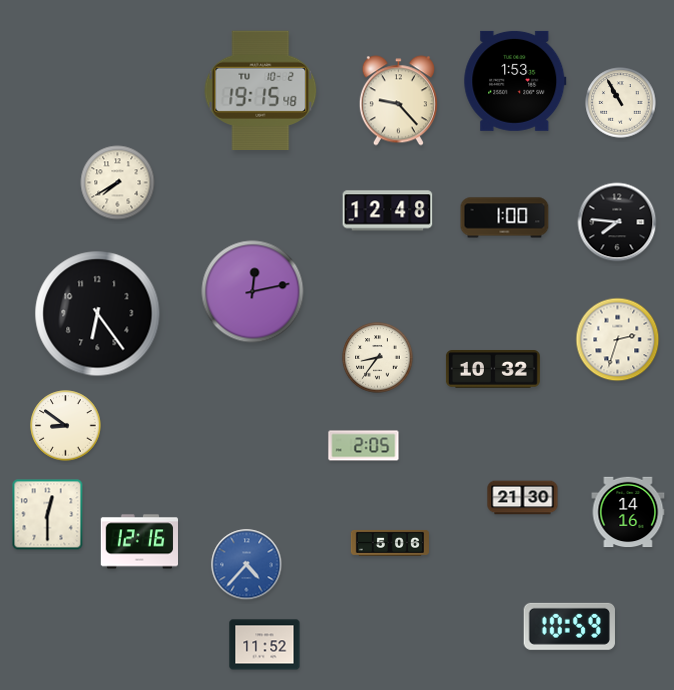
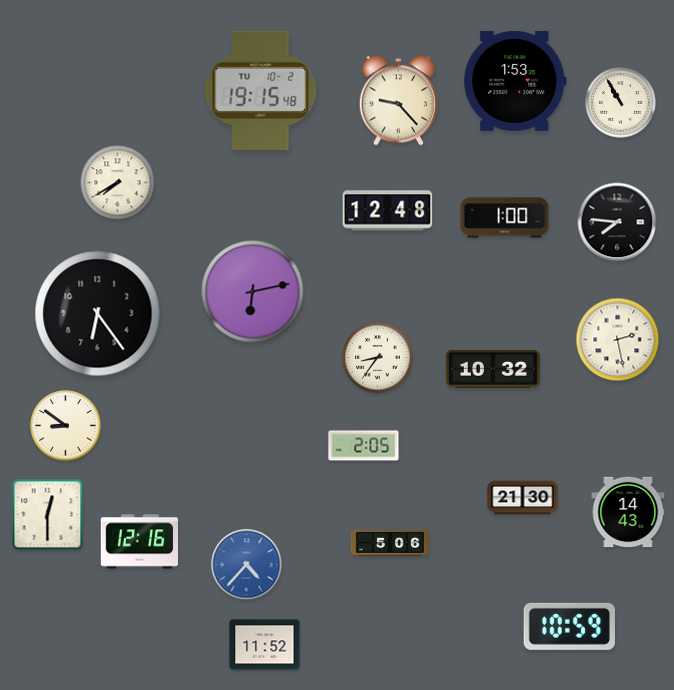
clock at (253, 292): 12:13 -> 6:13
clock at (618, 340): 2:33 -> 2:28
clock at (628, 512): 14:16 -> 14:43
